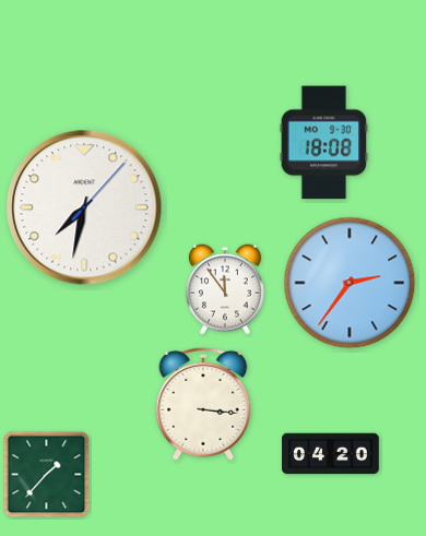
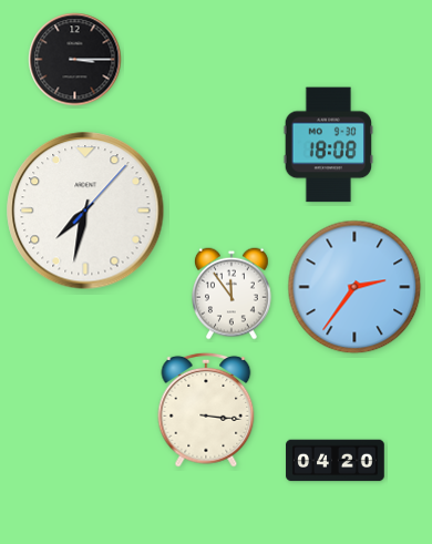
clock at (75, 60): none -> 3:15
clock at (226, 289) position: (226, 289) -> (233, 294)
clock at (47, 475): 1:37 -> none
